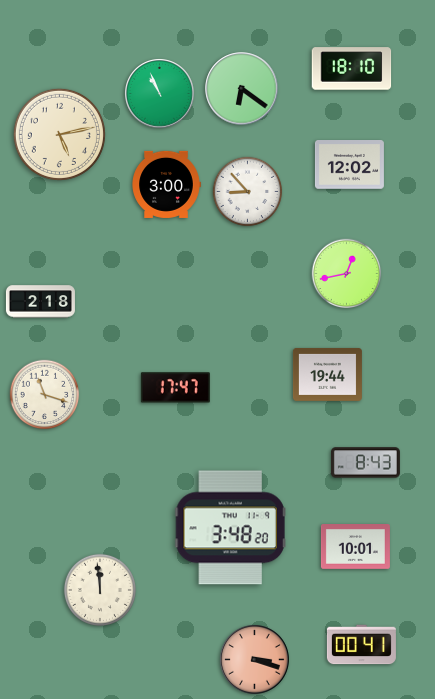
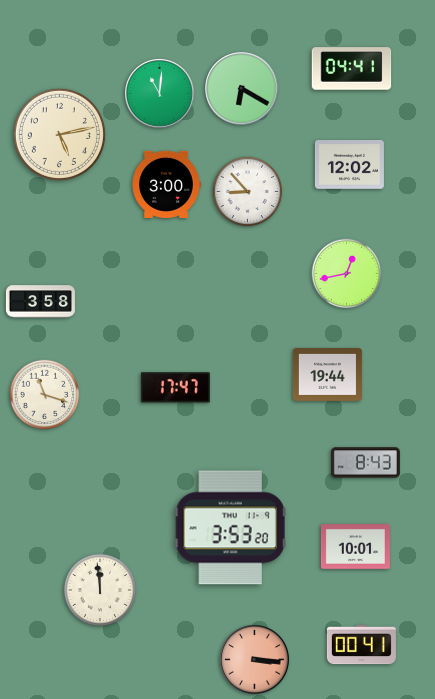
clock at (352, 69): 18:10 -> 04:41
clock at (242, 89): 6:21 -> 6:20
clock at (160, 94): 10:56 -> 11:01
clock at (40, 302): 2:18 -> 3:58
clock at (230, 528): 3:48 -> 3:53
clock at (255, 660): 3:18 -> 3:16
